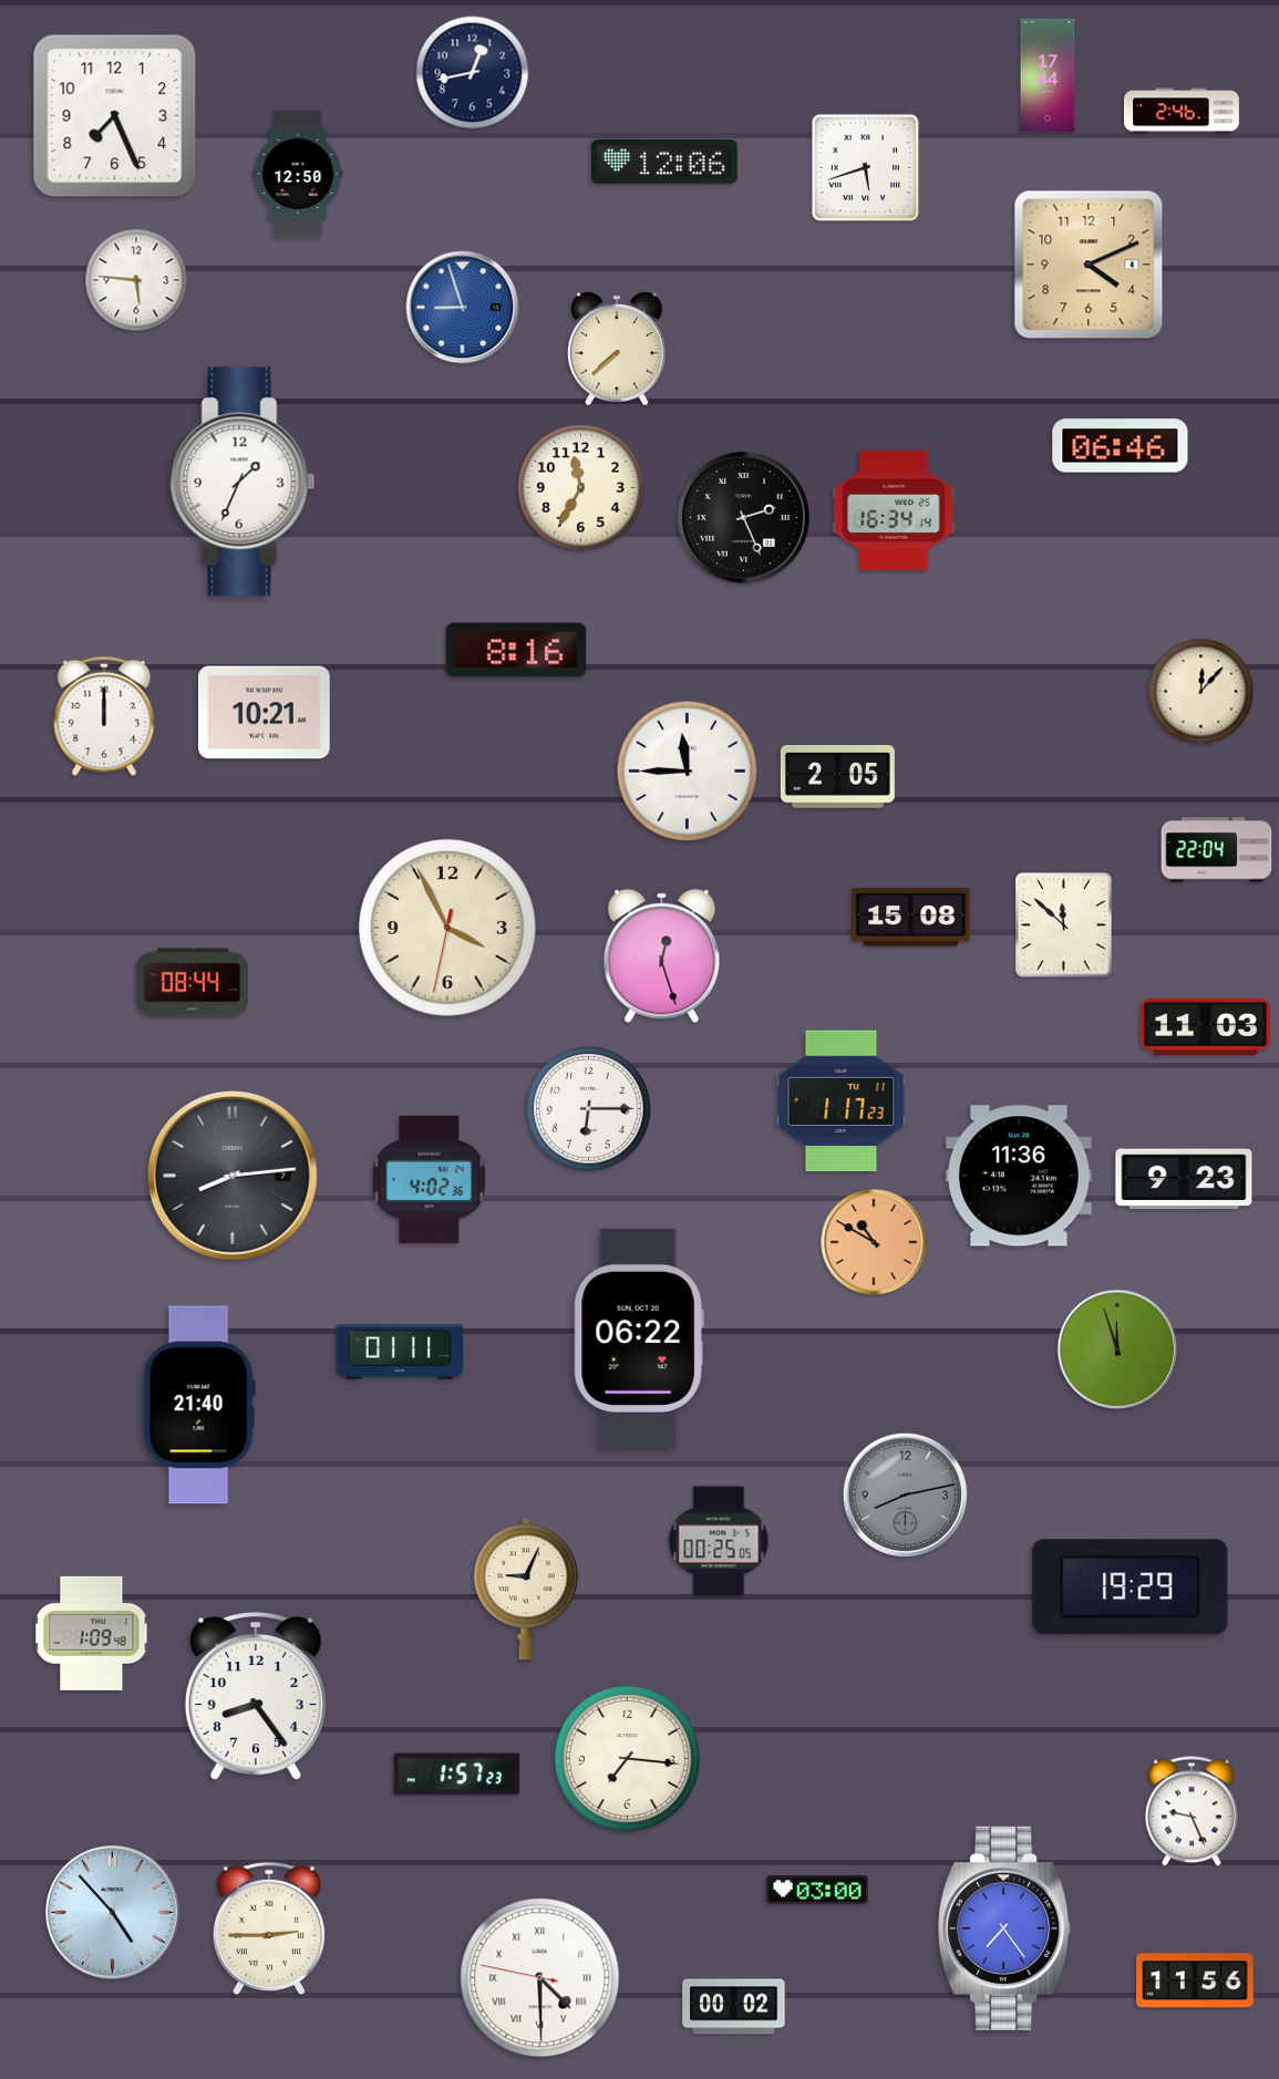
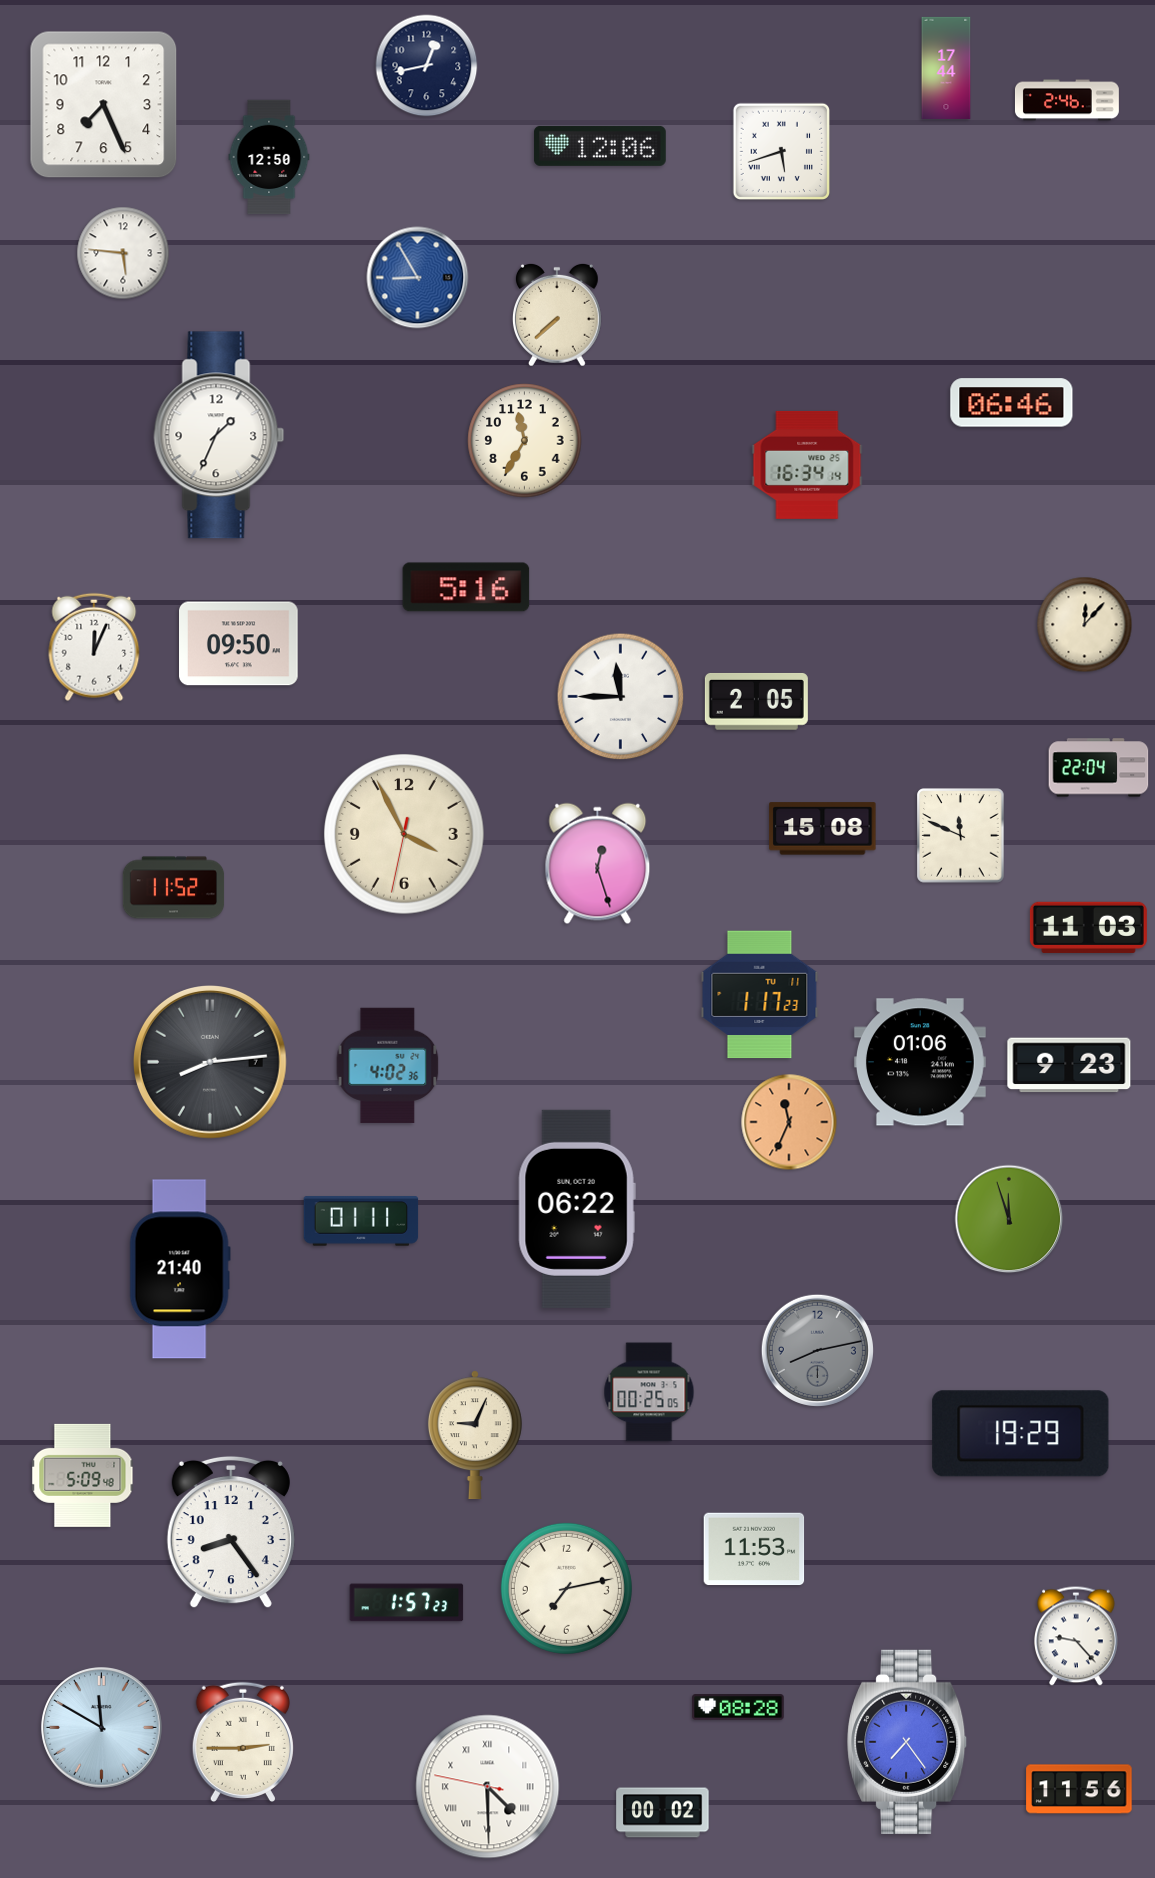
clock at (1089, 265): 4:11 -> none
clock at (463, 308): 8:57 -> 8:55
clock at (894, 510) position: (894, 510) -> (807, 465)
clock at (744, 518): 2:26 -> none
clock at (516, 650): 8:16 -> 5:16
clock at (265, 713): 10:21 -> 09:50
clock at (104, 716): 12:00 -> 12:04
clock at (1064, 925): 11:52 -> 11:49
clock at (448, 929) position: (448, 929) -> (405, 835)
clock at (193, 983): 08:44 -> 11:52
clock at (589, 1109): 6:15 -> none
clock at (1019, 1176): 11:36 -> 01:06
clock at (874, 1242): 10:50 -> 11:34
clock at (92, 1633): 1:09 -> 5:09
clock at (754, 1549): none -> 11:53
clock at (627, 1758): 7:16 -> 7:13
clock at (457, 1775) position: (457, 1775) -> (407, 1603)
clock at (1193, 1811): 9:26 -> 9:23
clock at (817, 1890): 03:00 -> 08:28
clock at (113, 1913): 4:53 -> 11:50
